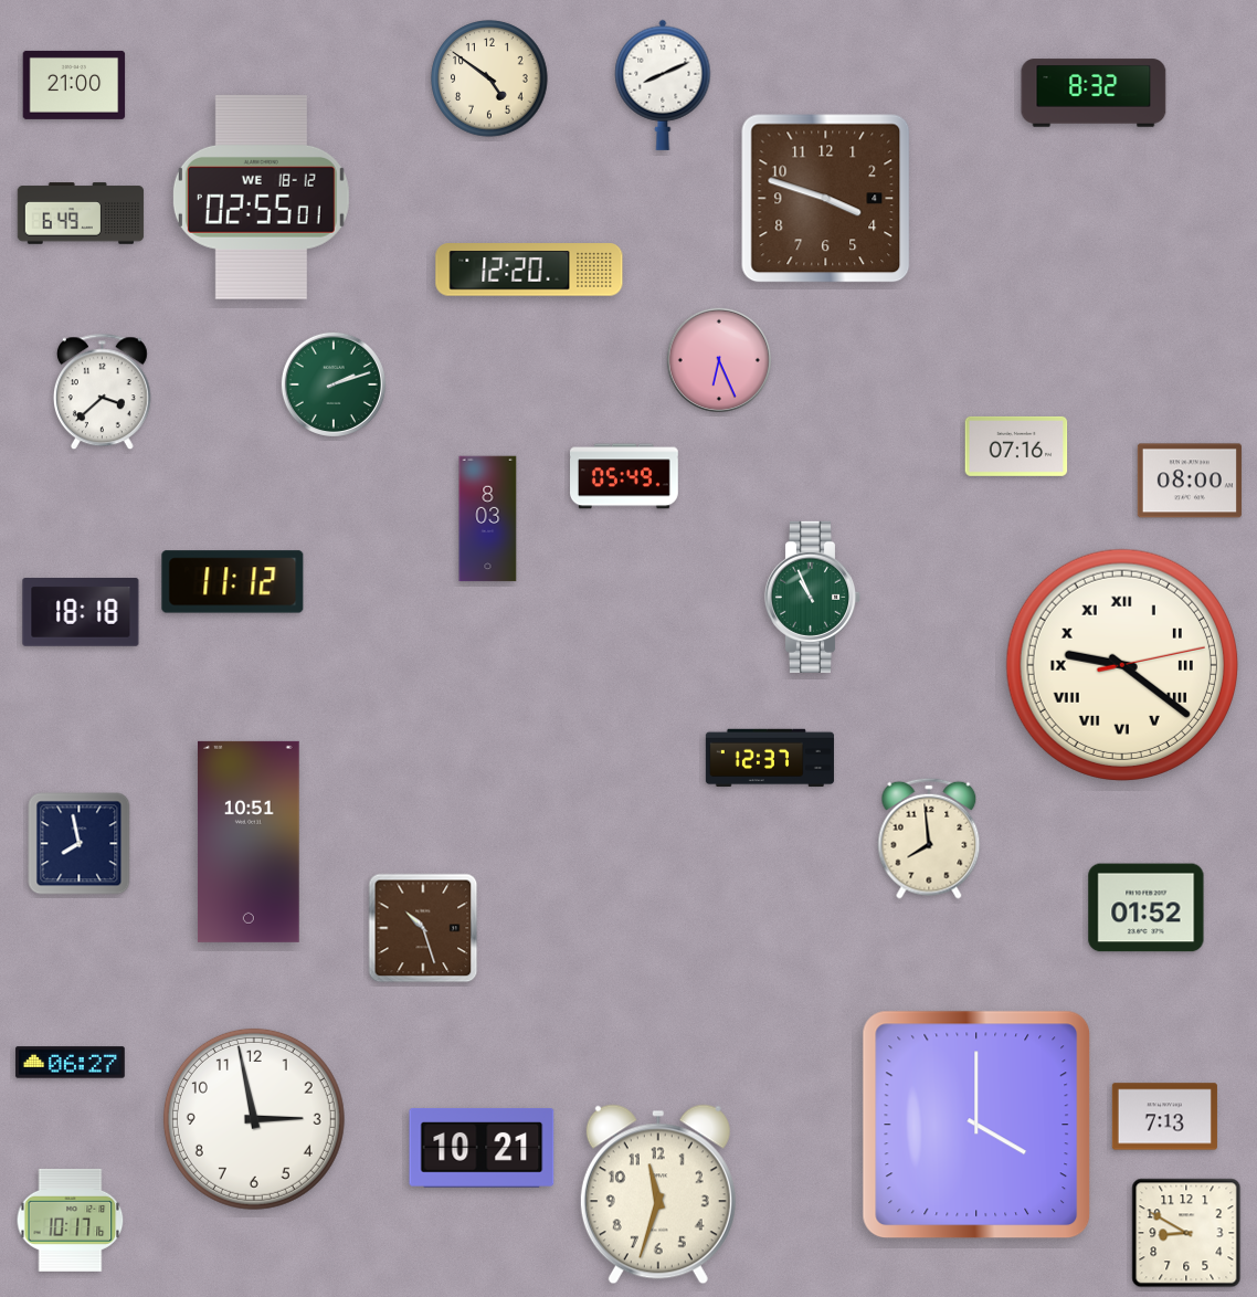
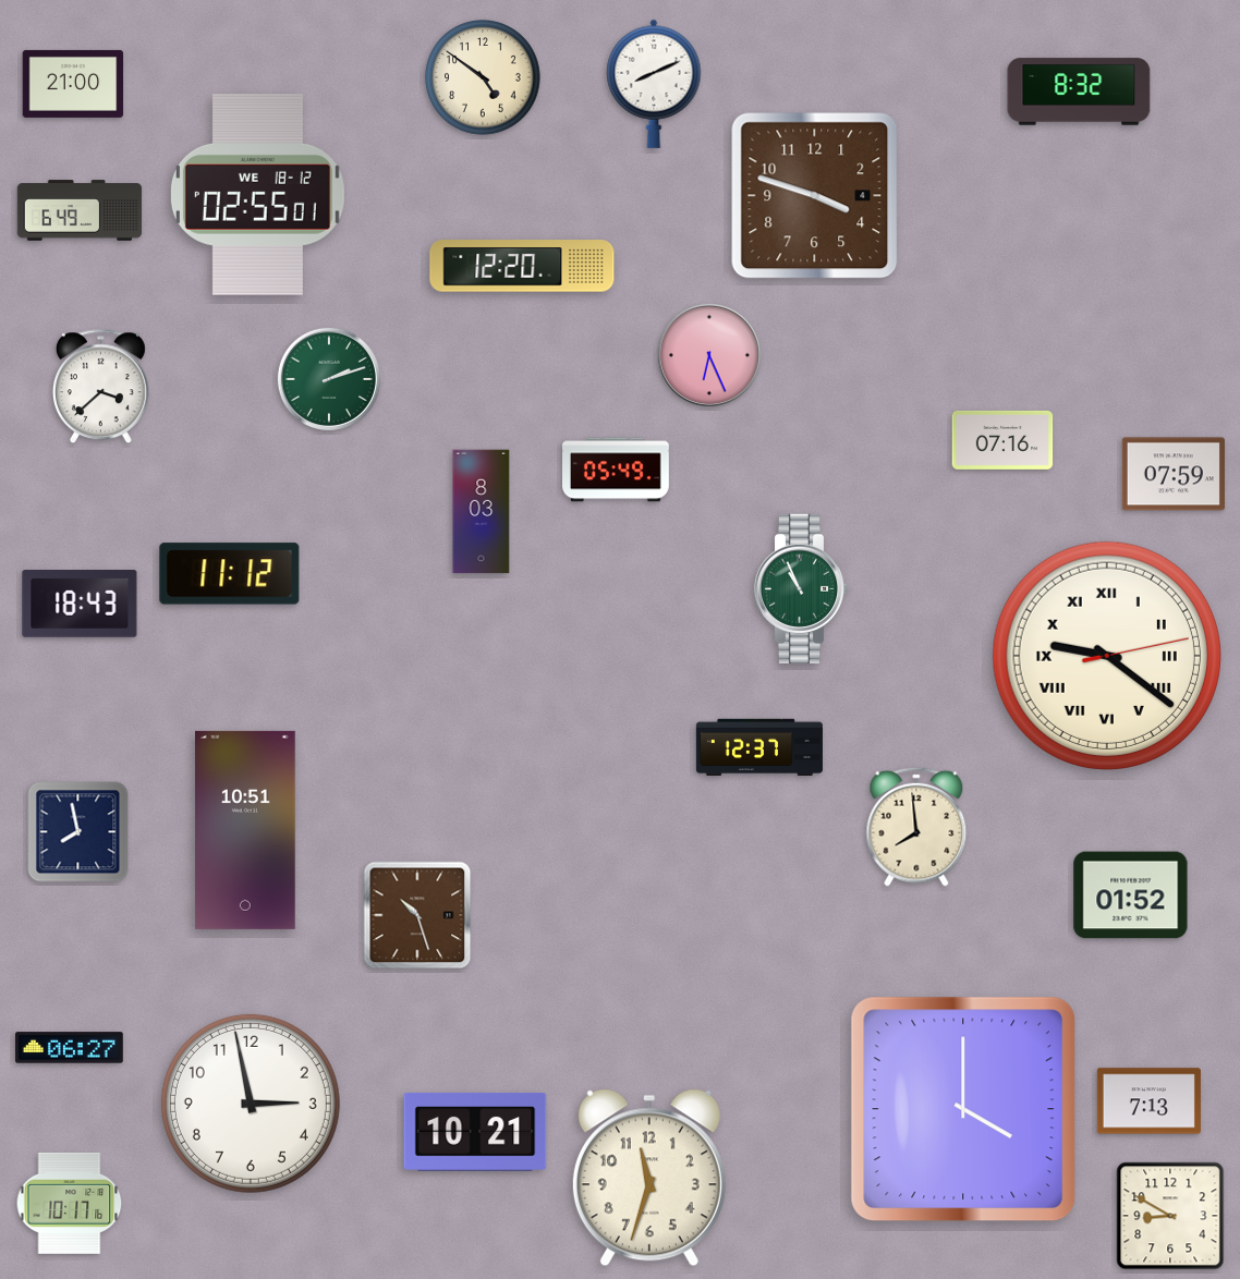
clock at (1190, 481): 08:00 -> 07:59
clock at (81, 613): 18:18 -> 18:43
